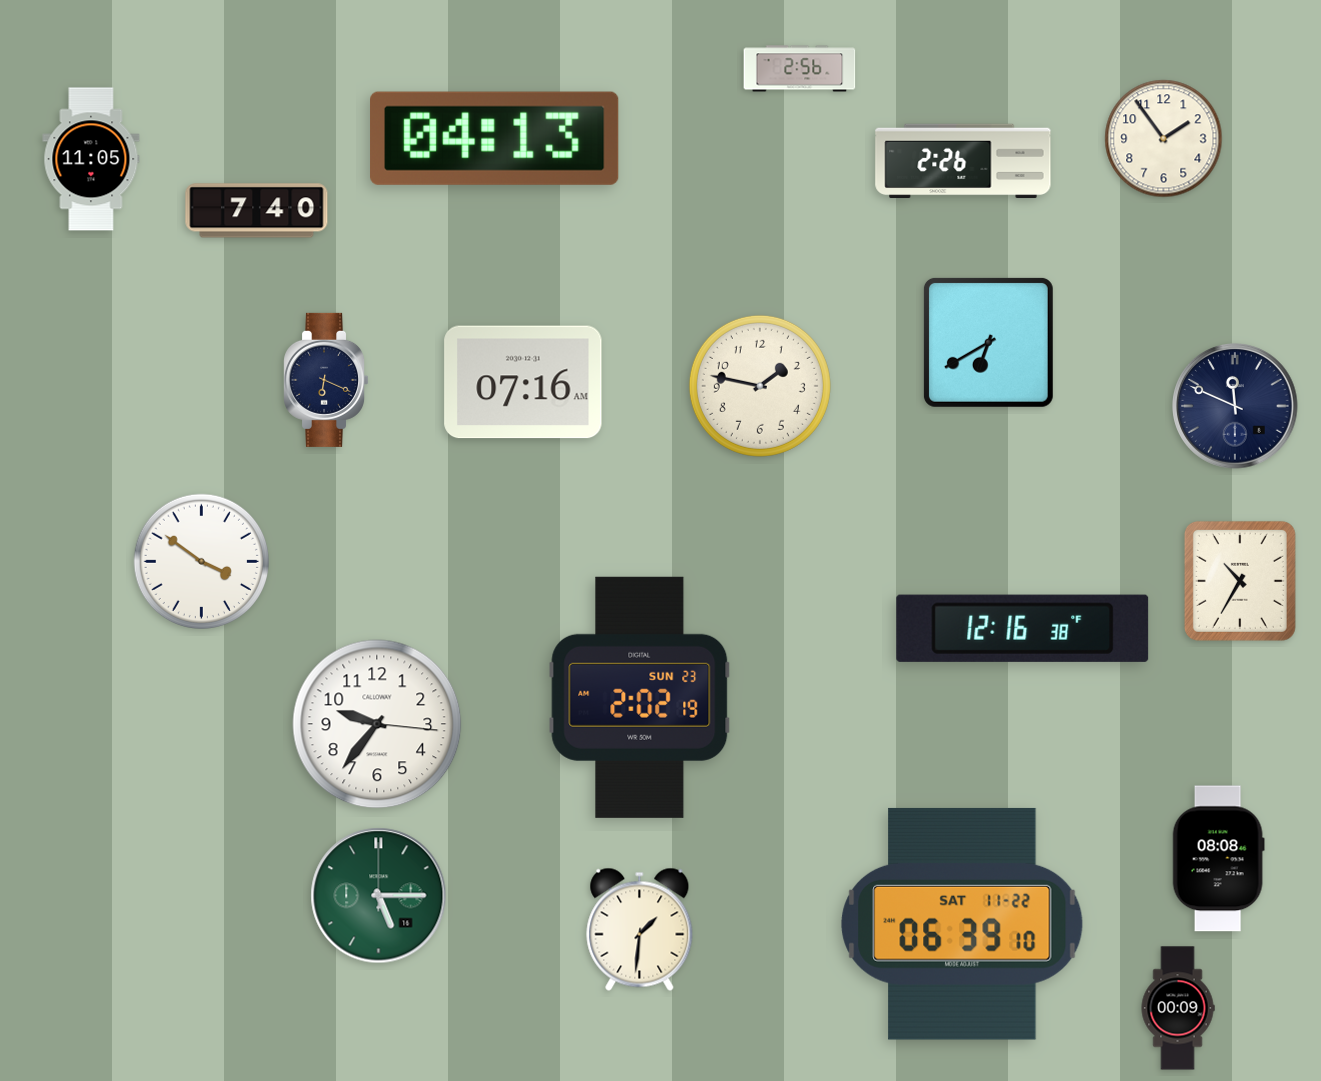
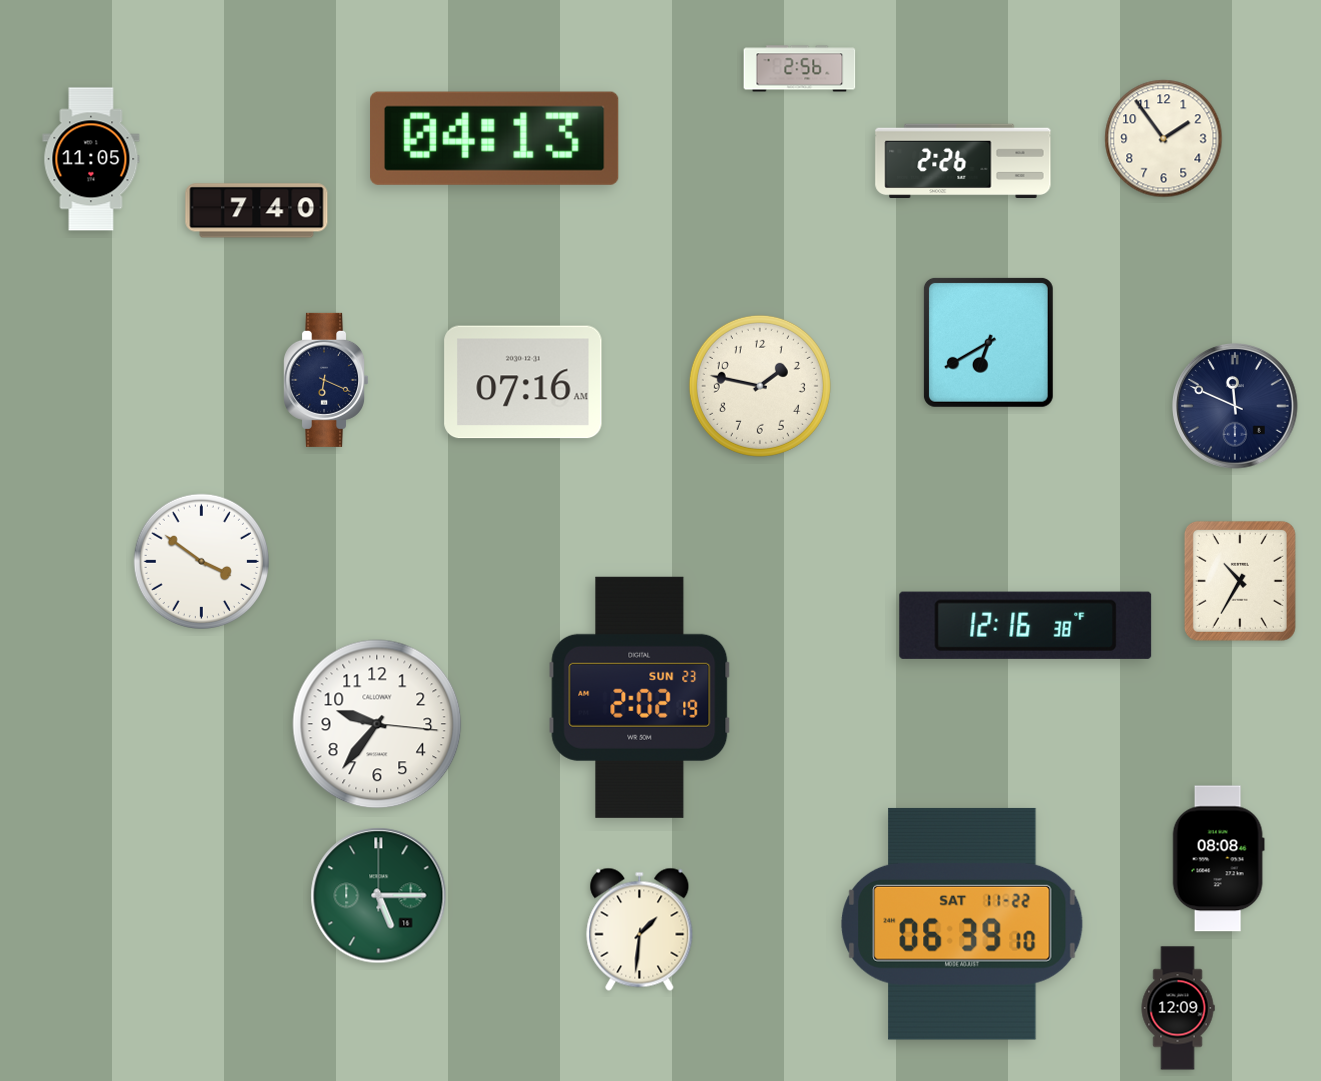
clock at (1023, 628) position: (1023, 628) -> (1026, 625)
clock at (1178, 1008): 00:09 -> 12:09
